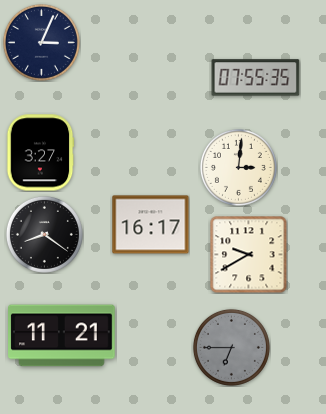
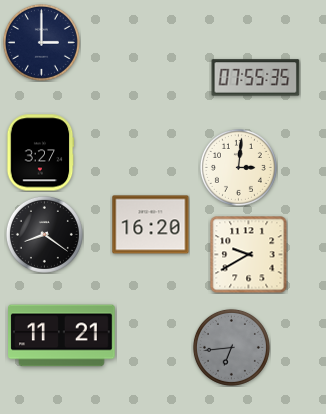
clock at (41, 42): 3:04 -> 3:00
clock at (151, 225): 16:17 -> 16:20
clock at (231, 347): 6:45 -> 6:44
